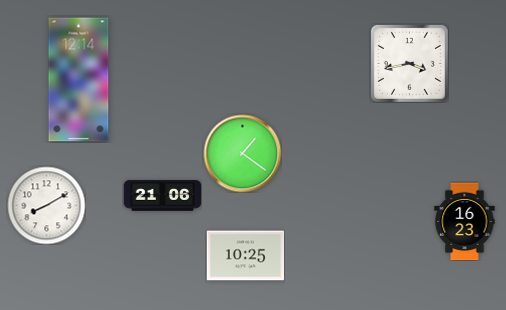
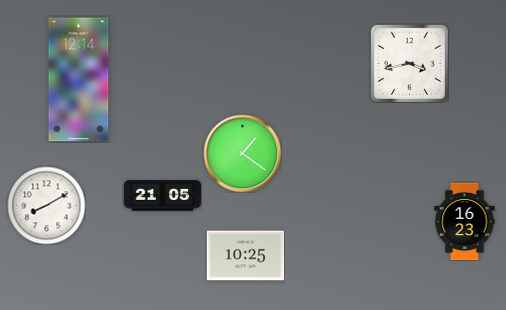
clock at (162, 196): 21:06 -> 21:05
